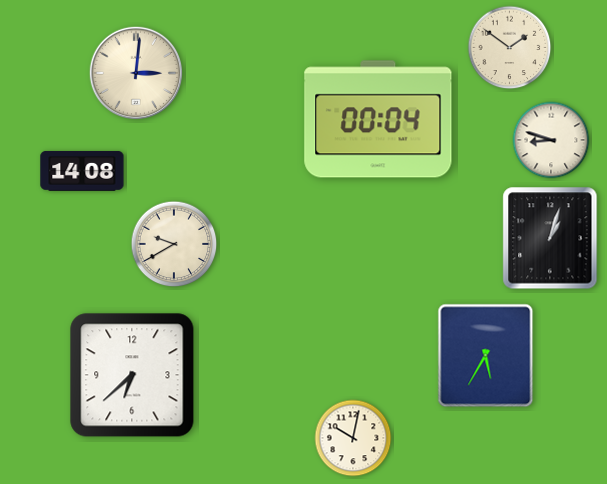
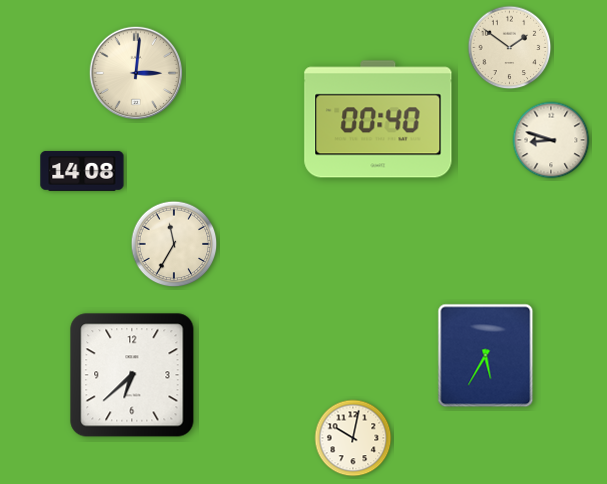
clock at (378, 119): 00:04 -> 00:40
clock at (550, 238): 1:03 -> none
clock at (174, 244): 9:40 -> 11:35
